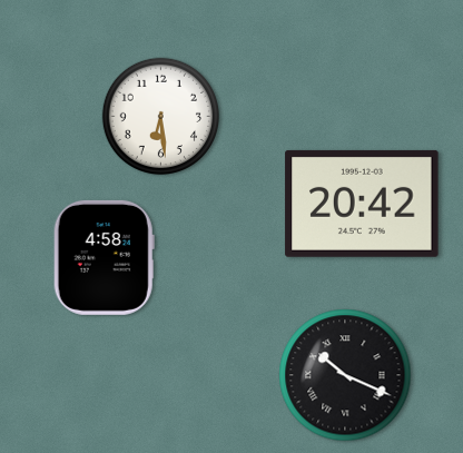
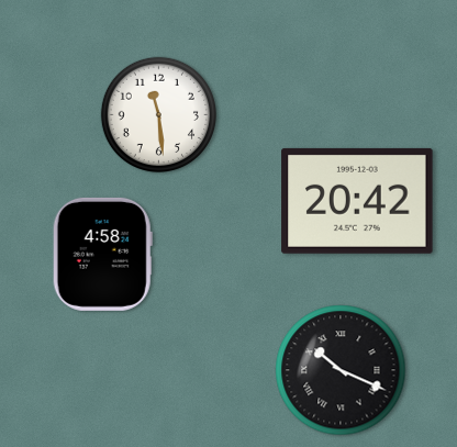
clock at (160, 116): 6:29 -> 11:29
